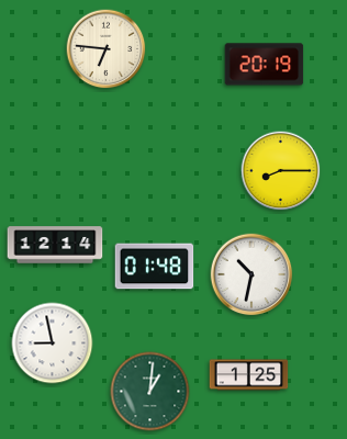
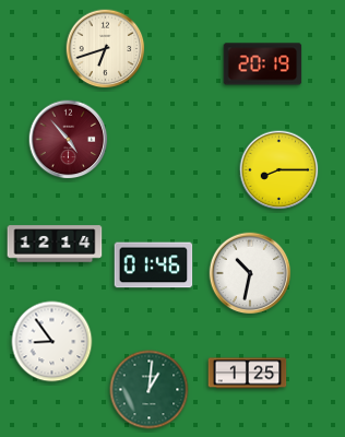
clock at (107, 49): 6:46 -> 6:42
clock at (69, 140): none -> 4:53
clock at (155, 267): 01:48 -> 01:46
clock at (53, 344): 8:58 -> 8:54
